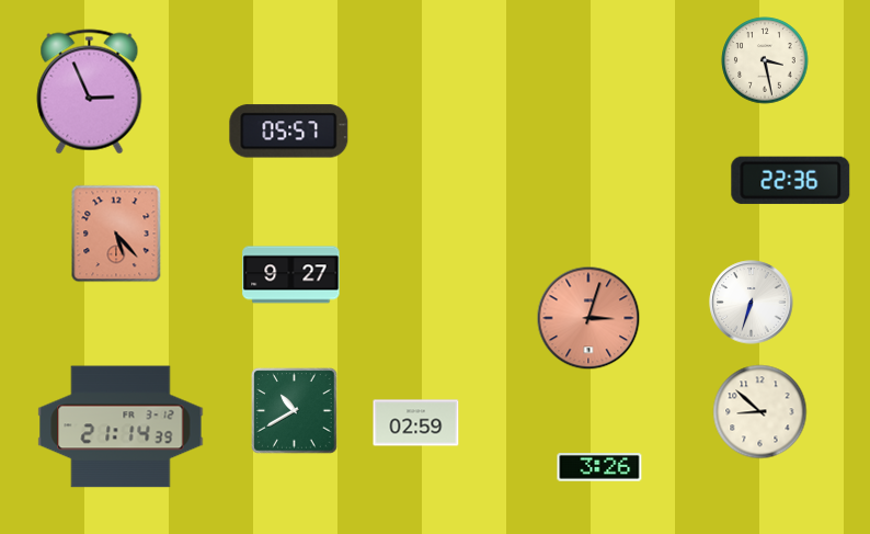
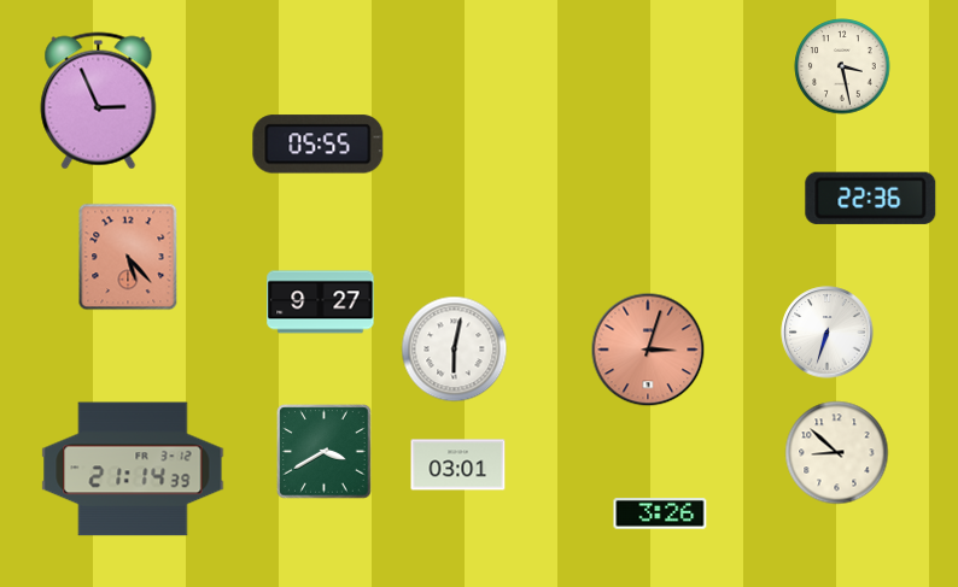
clock at (289, 132): 05:57 -> 05:55
clock at (455, 350): none -> 6:02
clock at (295, 411): 10:40 -> 3:40
clock at (416, 423): 02:59 -> 03:01
